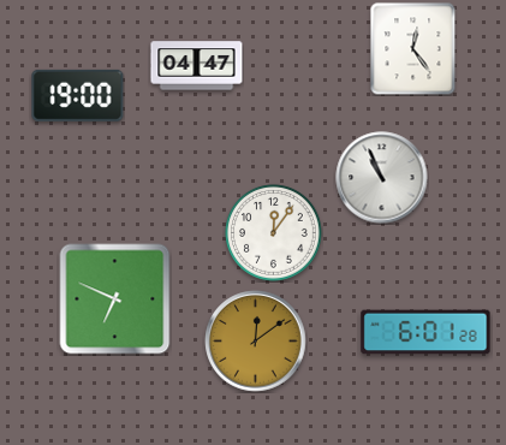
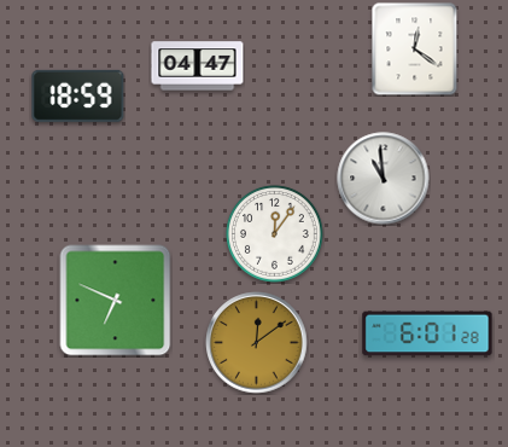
clock at (413, 48): 12:24 -> 12:21
clock at (78, 95): 19:00 -> 18:59
clock at (382, 178): 10:56 -> 10:59
